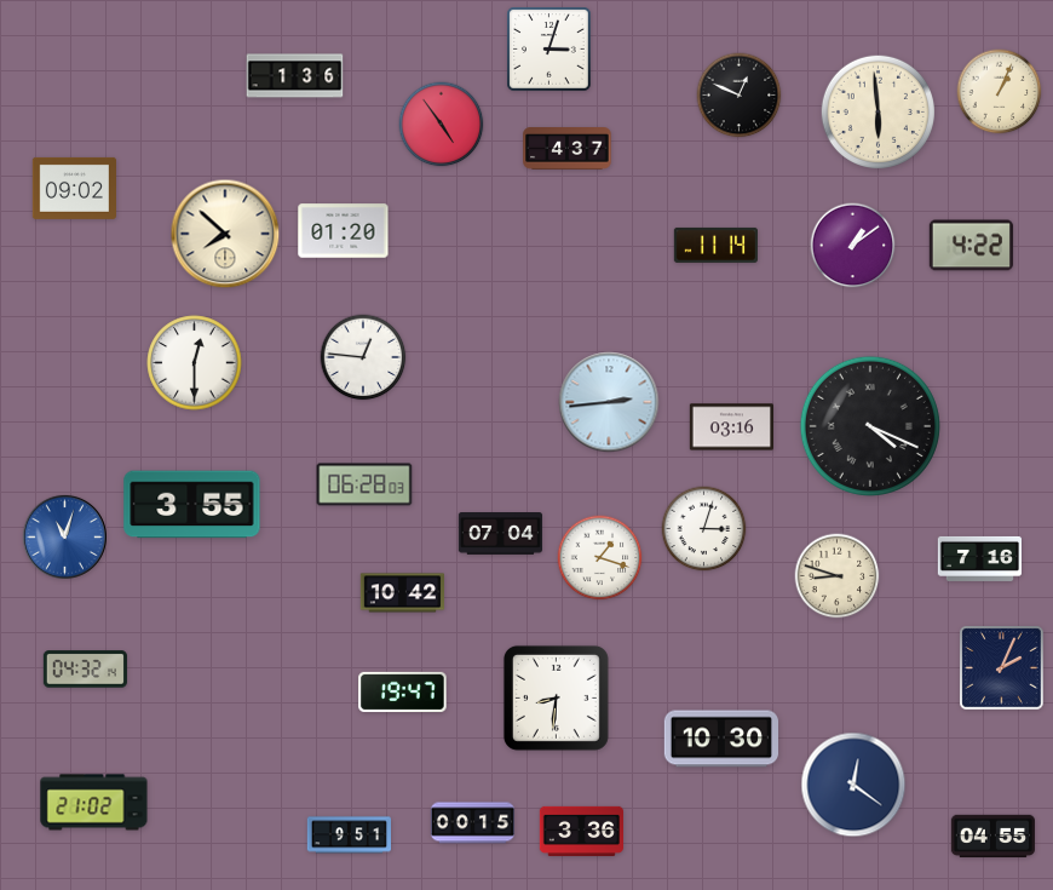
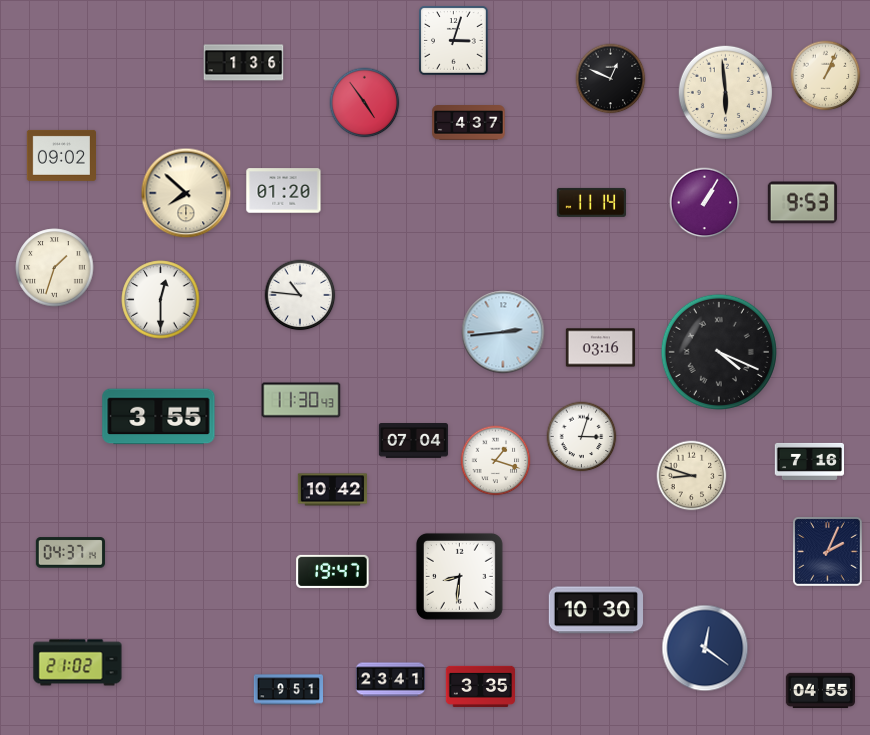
clock at (853, 246): 1:09 -> 1:05
clock at (971, 246): 4:22 -> 9:53
clock at (55, 268): none -> 1:33
clock at (363, 357): 12:46 -> 10:46
clock at (731, 427) position: (731, 427) -> (600, 348)
clock at (364, 484): 06:28 -> 11:30
clock at (64, 536): 11:03 -> none
clock at (85, 670): 04:32 -> 04:37
clock at (472, 823): 00:15 -> 23:41
clock at (581, 831): 3:36 -> 3:35
